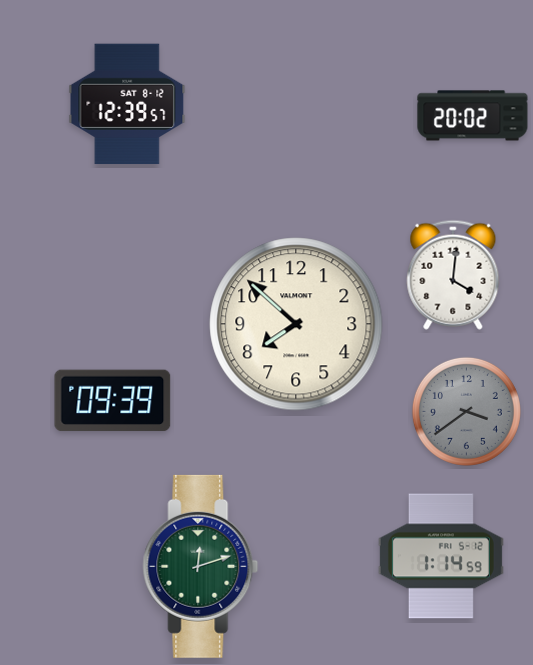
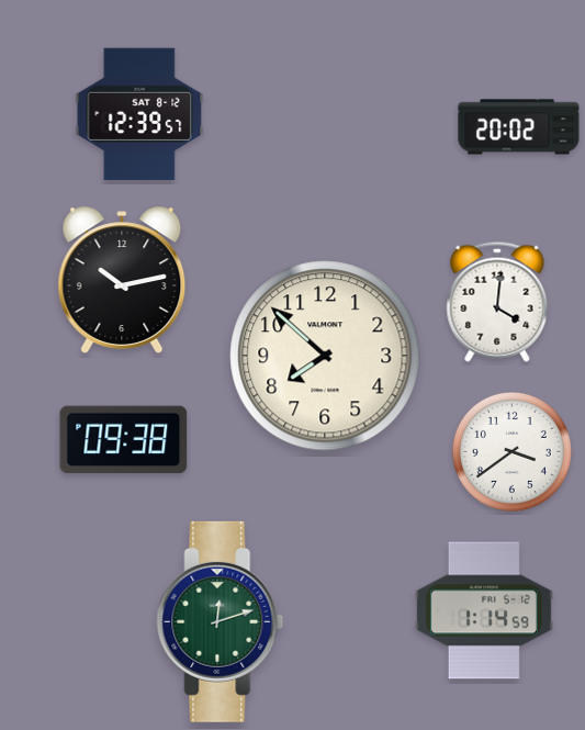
clock at (122, 280): none -> 10:13
clock at (113, 401): 09:39 -> 09:38
clock at (466, 411) dial: grey -> white
